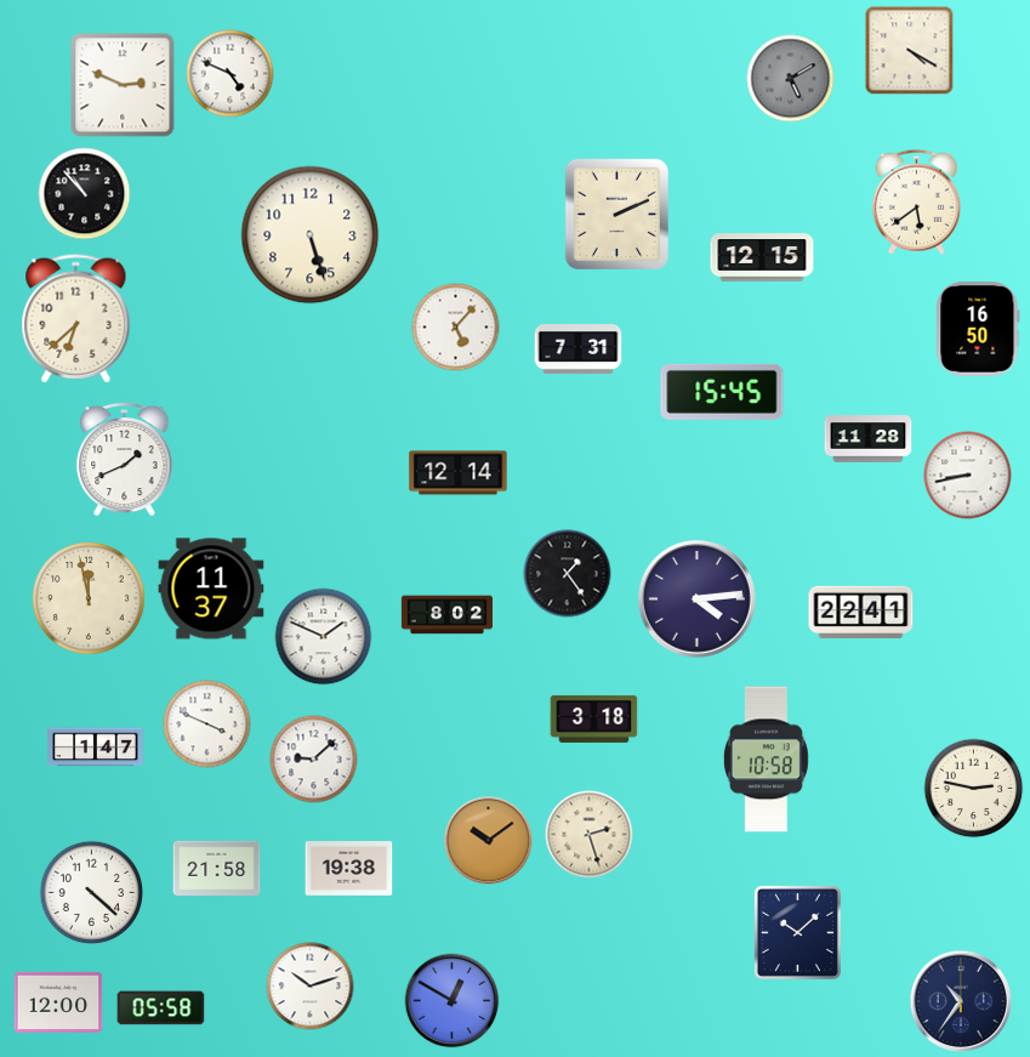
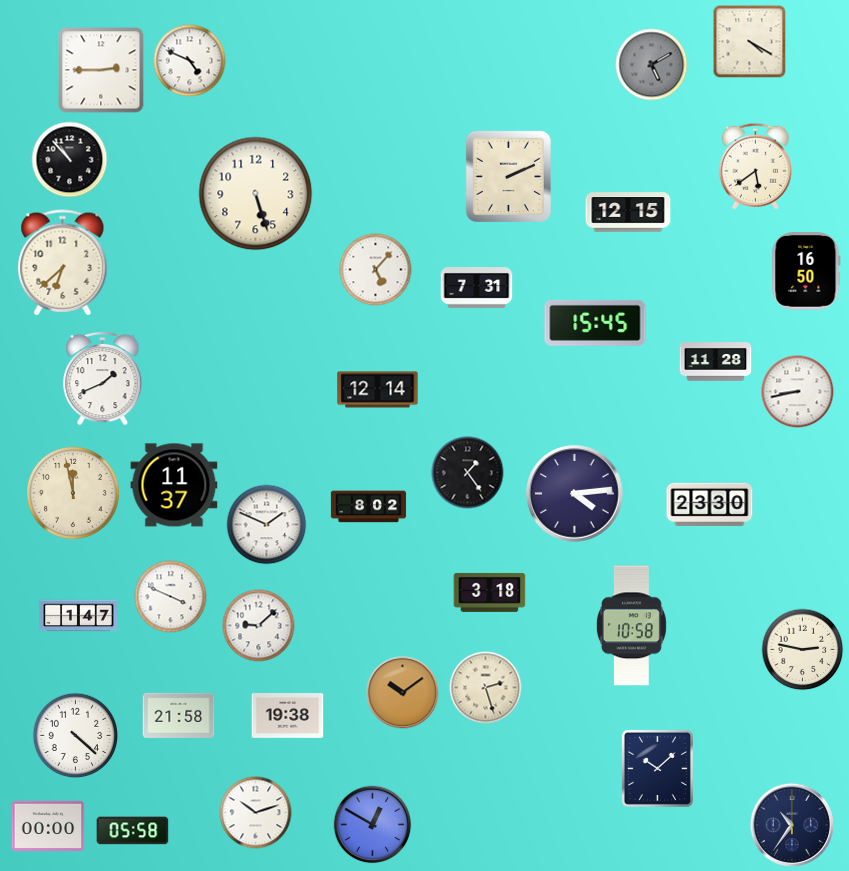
clock at (123, 85): 2:49 -> 2:45
clock at (861, 612): 22:41 -> 23:30
clock at (58, 1002): 12:00 -> 00:00
